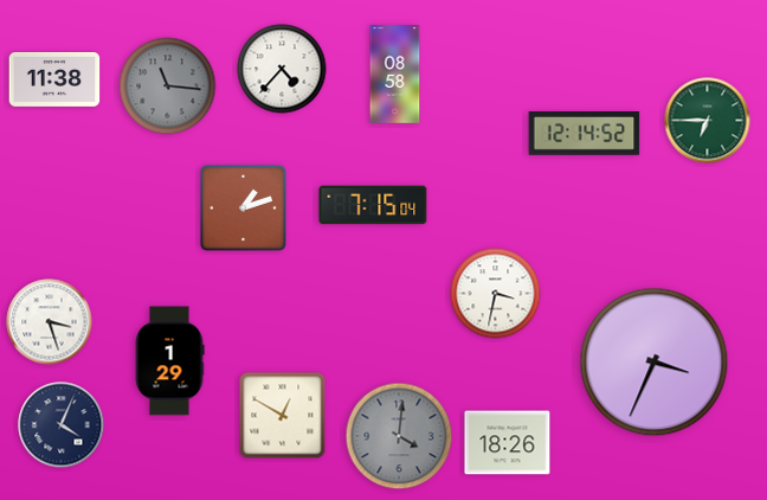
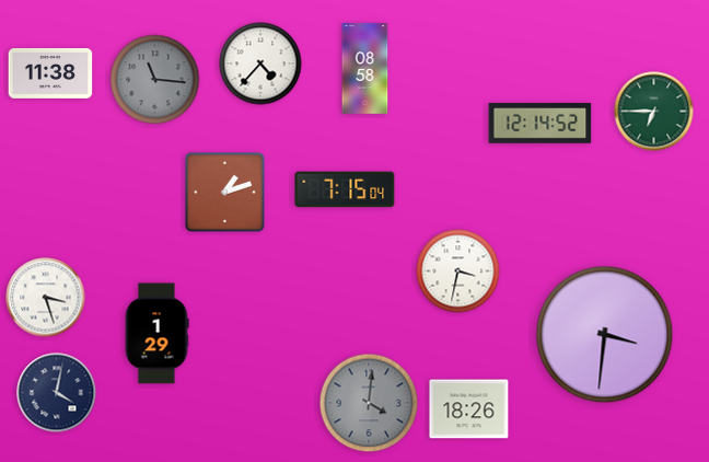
clock at (655, 363): 3:34 -> 3:31
clock at (283, 416): 12:50 -> none
clock at (62, 425): 4:04 -> 4:02
